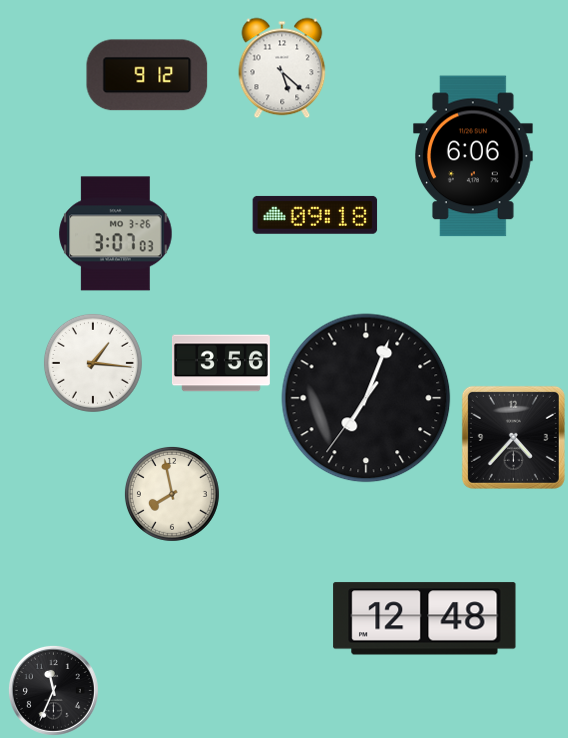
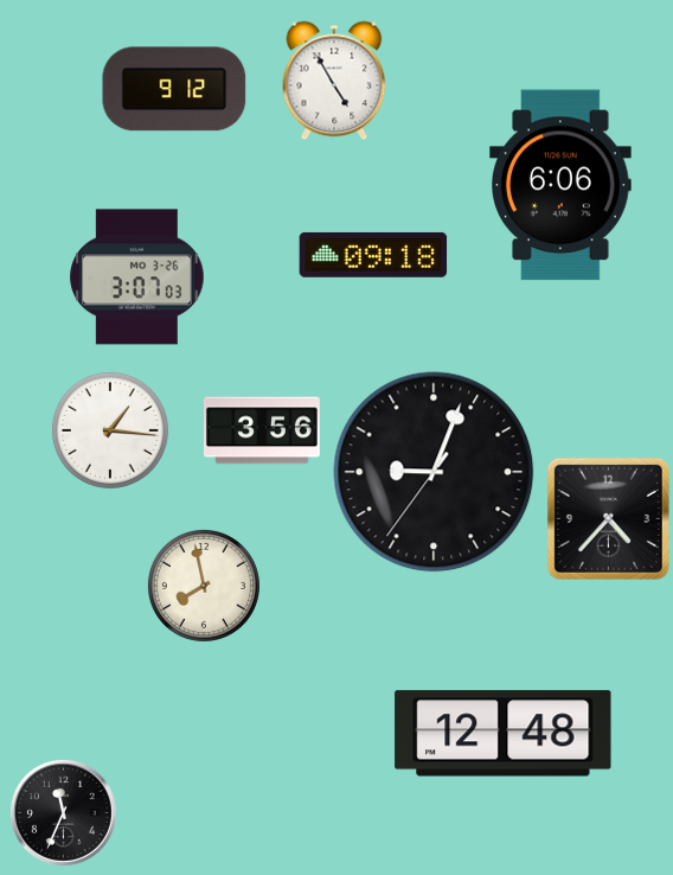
clock at (282, 68): 5:22 -> 4:55
clock at (366, 398): 7:03 -> 9:03
clock at (53, 690) position: (53, 690) -> (63, 812)
